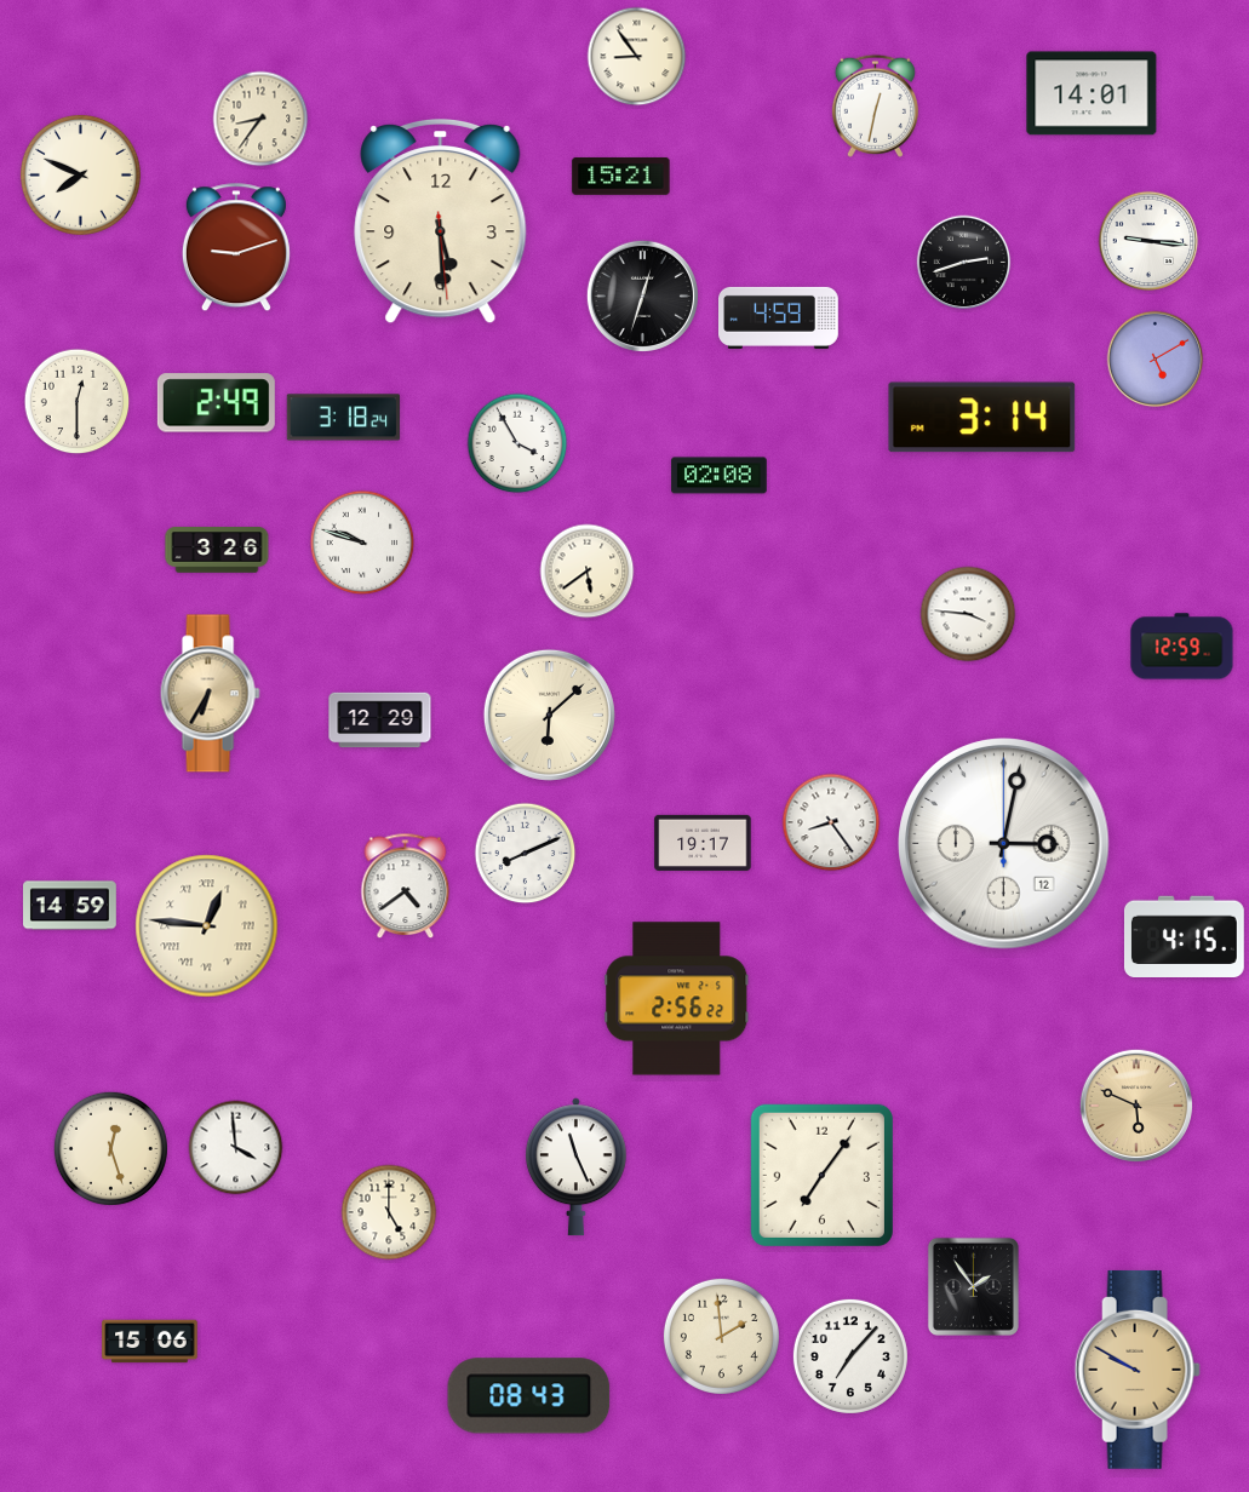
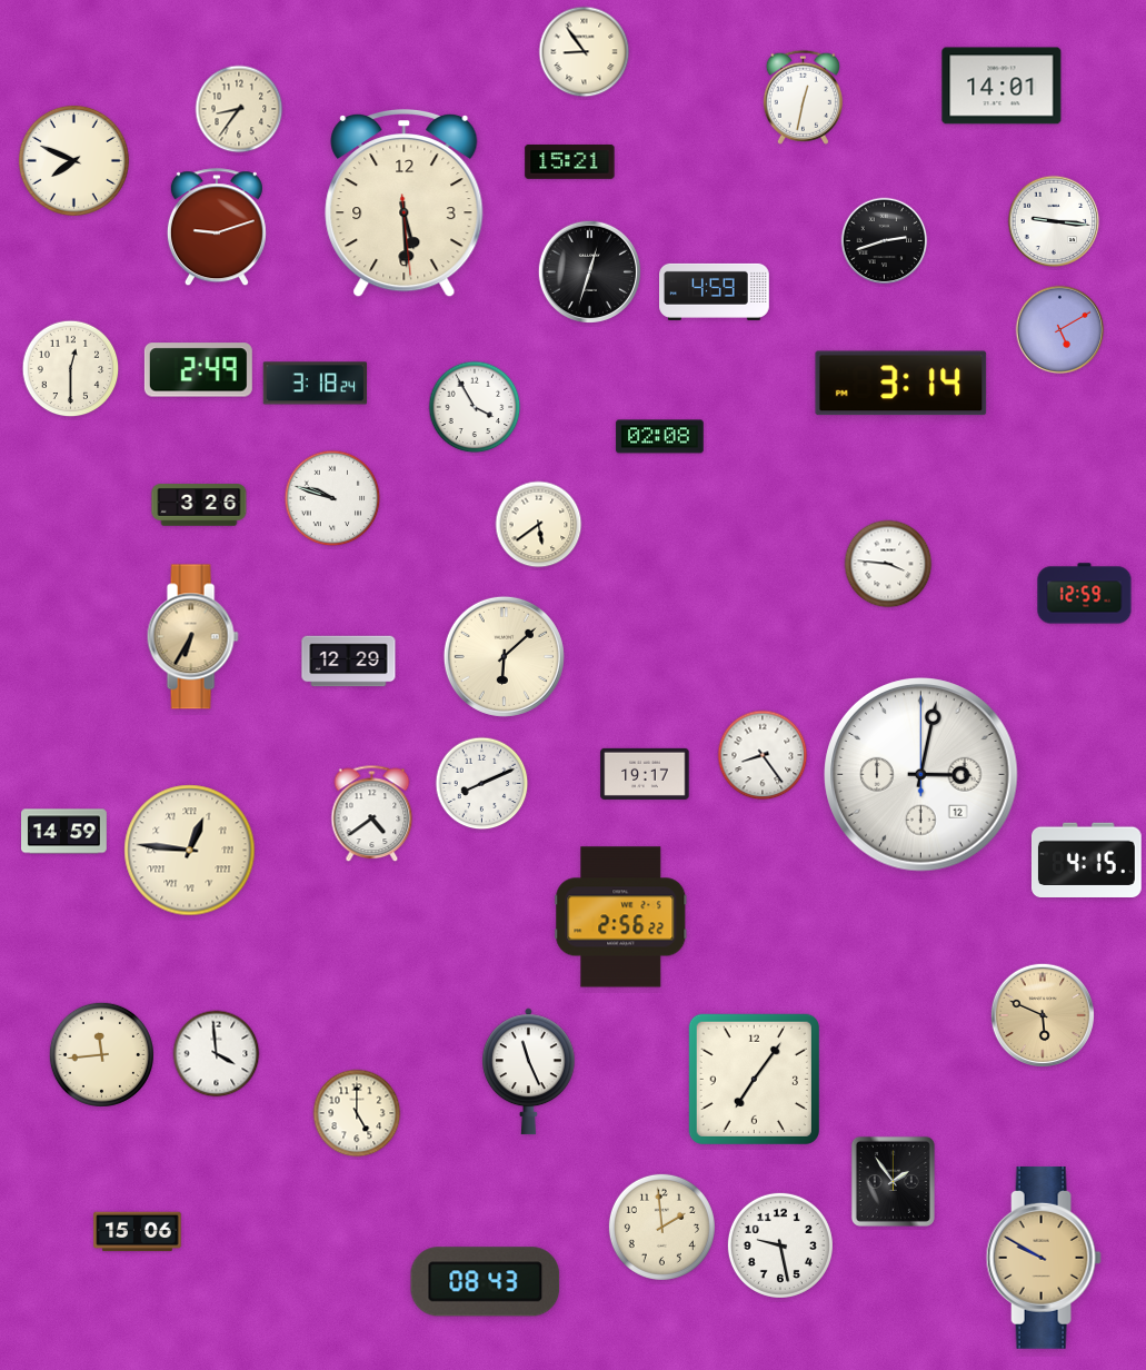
clock at (110, 1148): 12:27 -> 11:44
clock at (850, 1356): 7:07 -> 9:28
